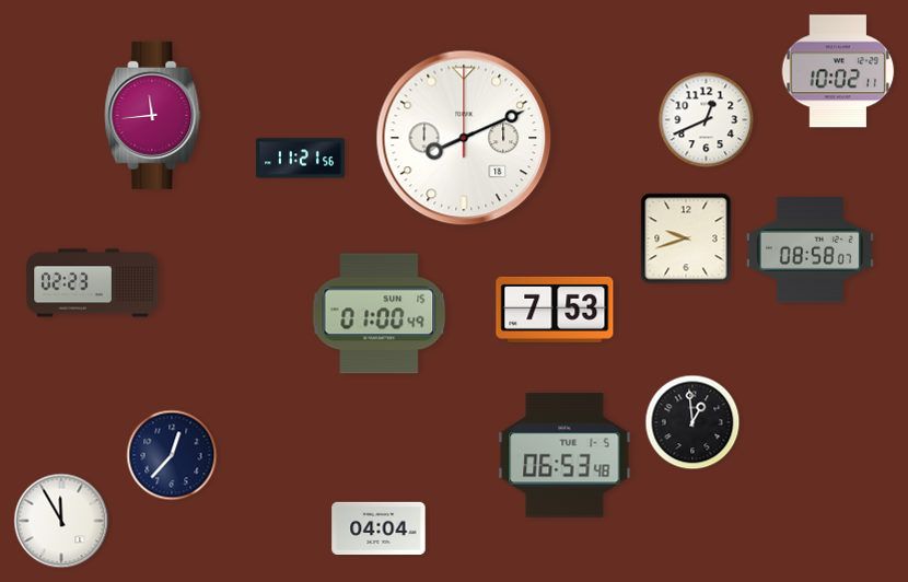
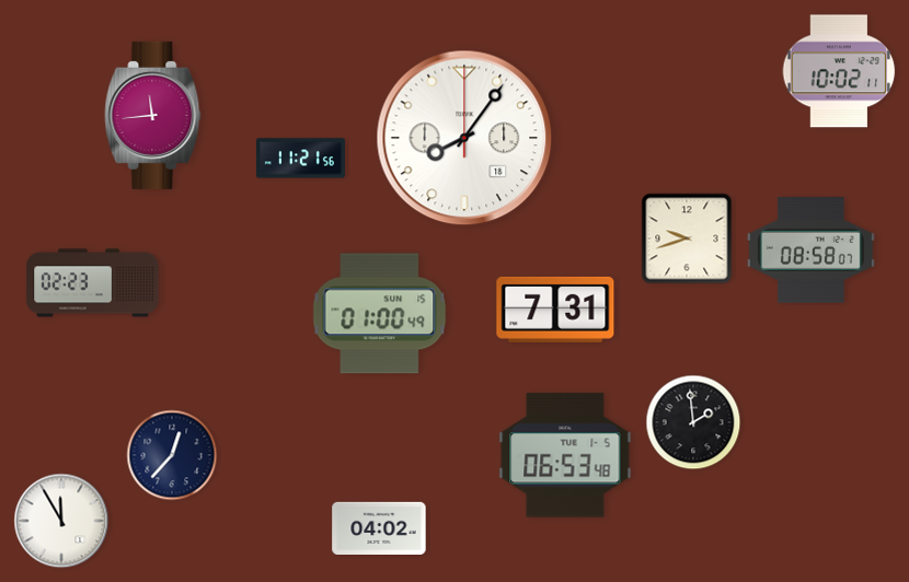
clock at (707, 120): 12:41 -> none
clock at (464, 138): 8:11 -> 8:06
clock at (555, 310): 7:53 -> 7:31
clock at (692, 422): 12:59 -> 1:59
clock at (379, 528): 04:04 -> 04:02
